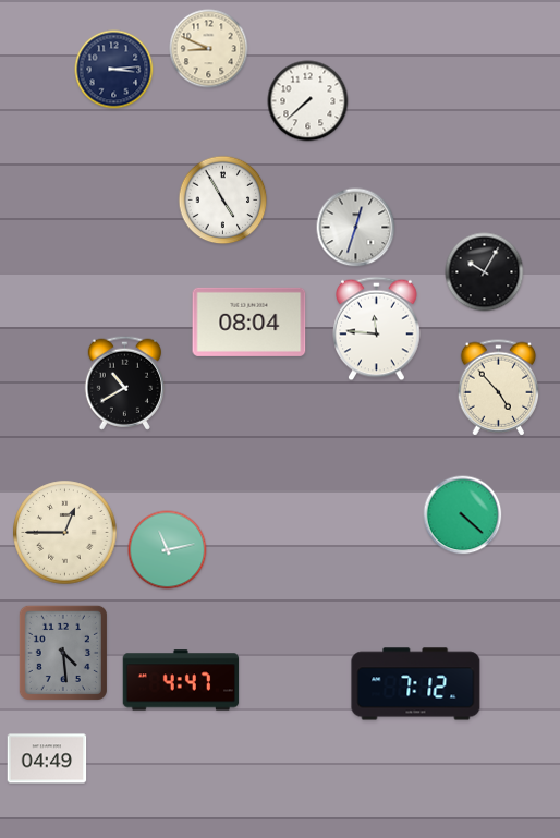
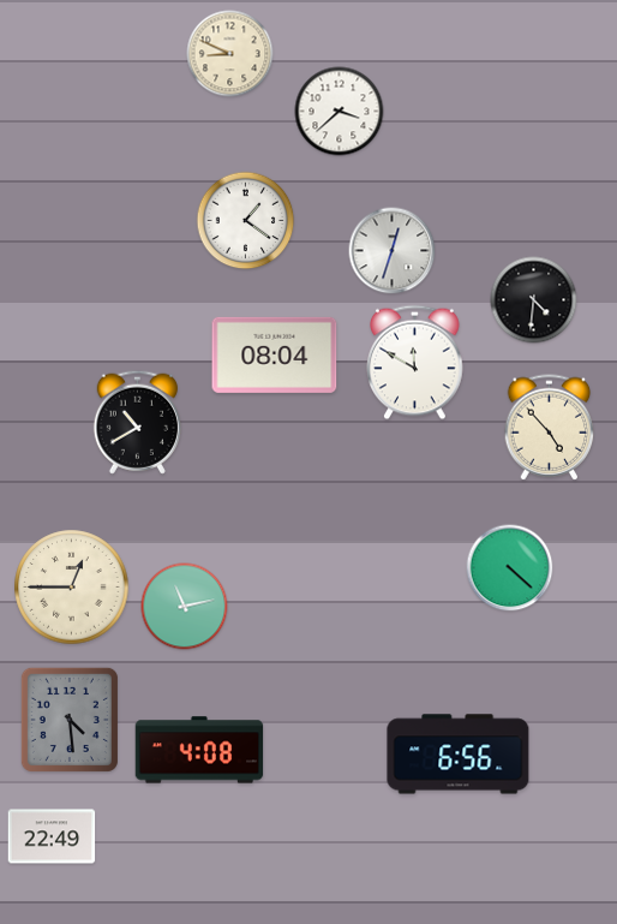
clock at (114, 70): 3:14 -> none
clock at (308, 101): 7:38 -> 3:38
clock at (223, 201): 4:55 -> 1:21
clock at (485, 272): 10:05 -> 4:31
clock at (377, 329): 11:46 -> 11:50
clock at (181, 680): 4:47 -> 4:08
clock at (416, 684): 7:12 -> 6:56
clock at (47, 758): 04:49 -> 22:49
